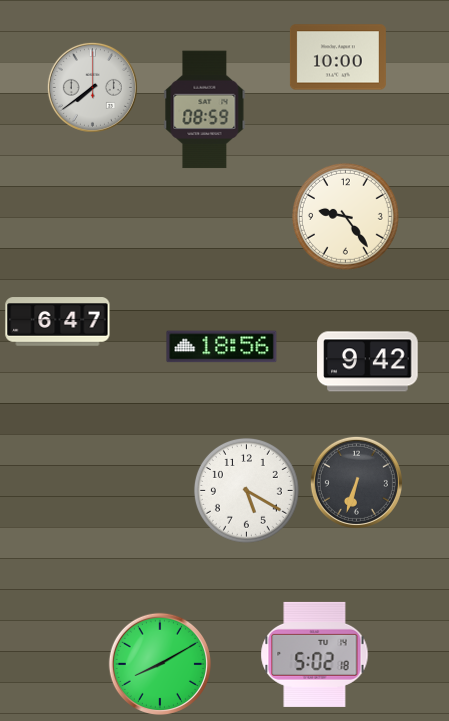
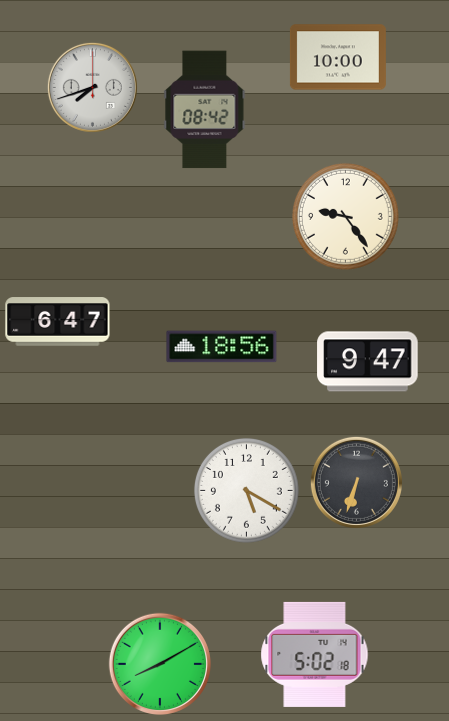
clock at (92, 87): 7:39 -> 7:42
clock at (205, 110): 08:59 -> 08:42
clock at (368, 362): 9:42 -> 9:47
